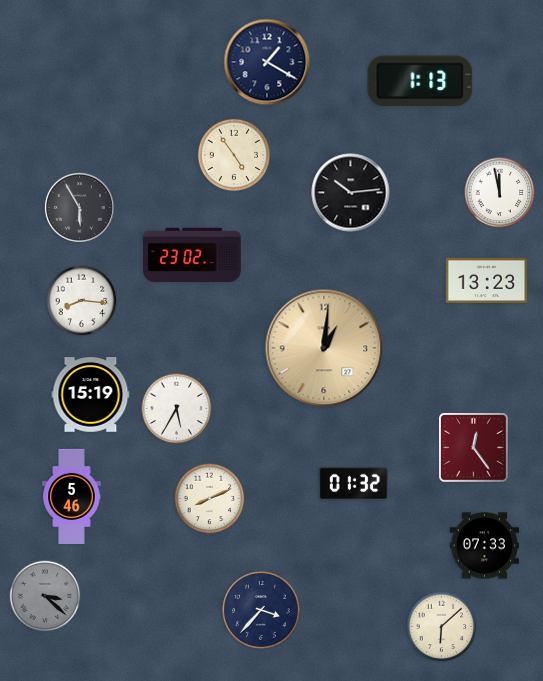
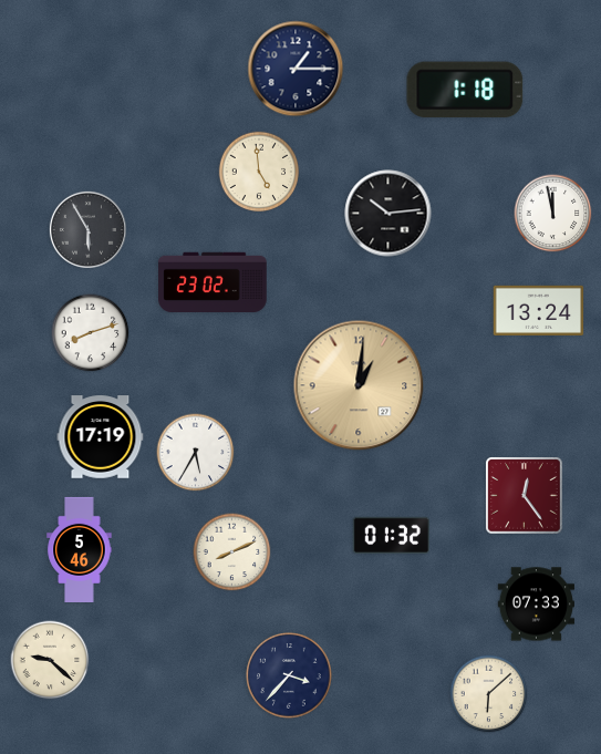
clock at (267, 62): 1:20 -> 1:15
clock at (420, 81): 1:13 -> 1:18
clock at (234, 155): 4:54 -> 4:59
clock at (487, 280): 13:23 -> 13:24
clock at (82, 301): 8:16 -> 8:12
clock at (91, 395): 15:19 -> 17:19
clock at (45, 596): 3:22 -> 9:22
clock at (45, 596) dial: grey -> cream
